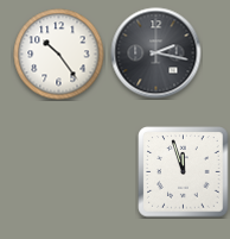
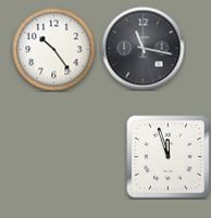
clock at (156, 54): 2:17 -> 11:17
